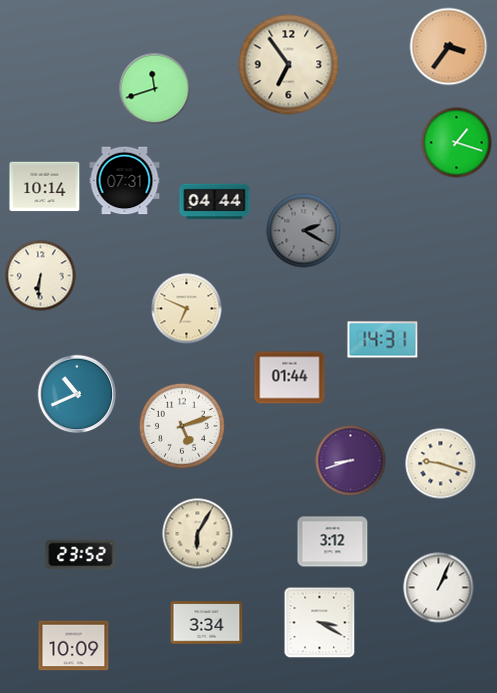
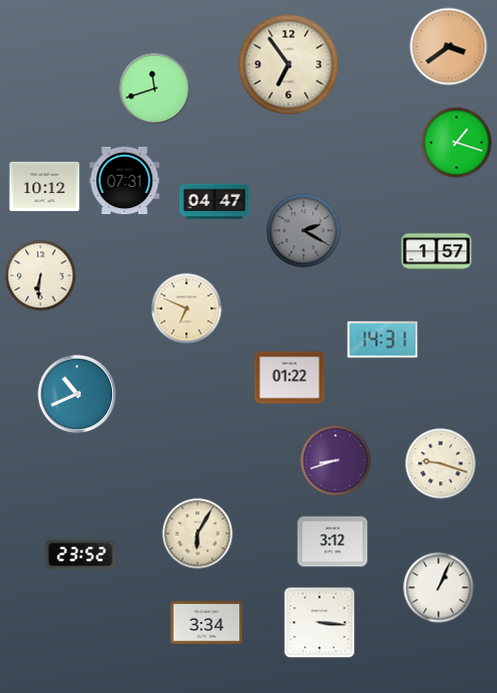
clock at (449, 47): 3:36 -> 3:39
clock at (45, 187): 10:14 -> 10:12
clock at (215, 202): 04:44 -> 04:47
clock at (437, 252): none -> 1:57
clock at (290, 378): 01:44 -> 01:22
clock at (182, 426): 5:12 -> none
clock at (351, 461) position: (351, 461) -> (336, 461)
clock at (320, 623): 3:20 -> 3:16
clock at (74, 646): 10:09 -> none
